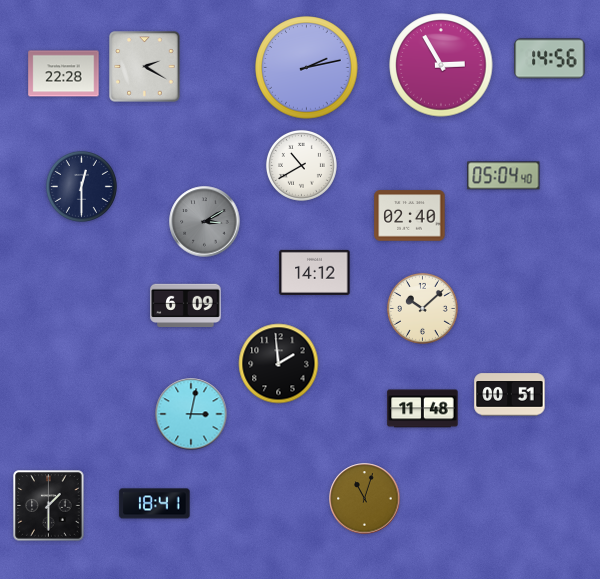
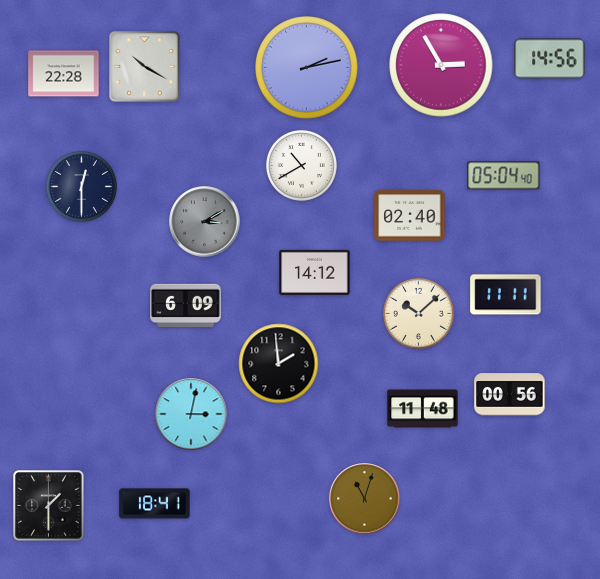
clock at (145, 67): 2:20 -> 10:20
clock at (506, 295): none -> 11:11
clock at (422, 308) position: (422, 308) -> (418, 313)
clock at (510, 395): 00:51 -> 00:56
